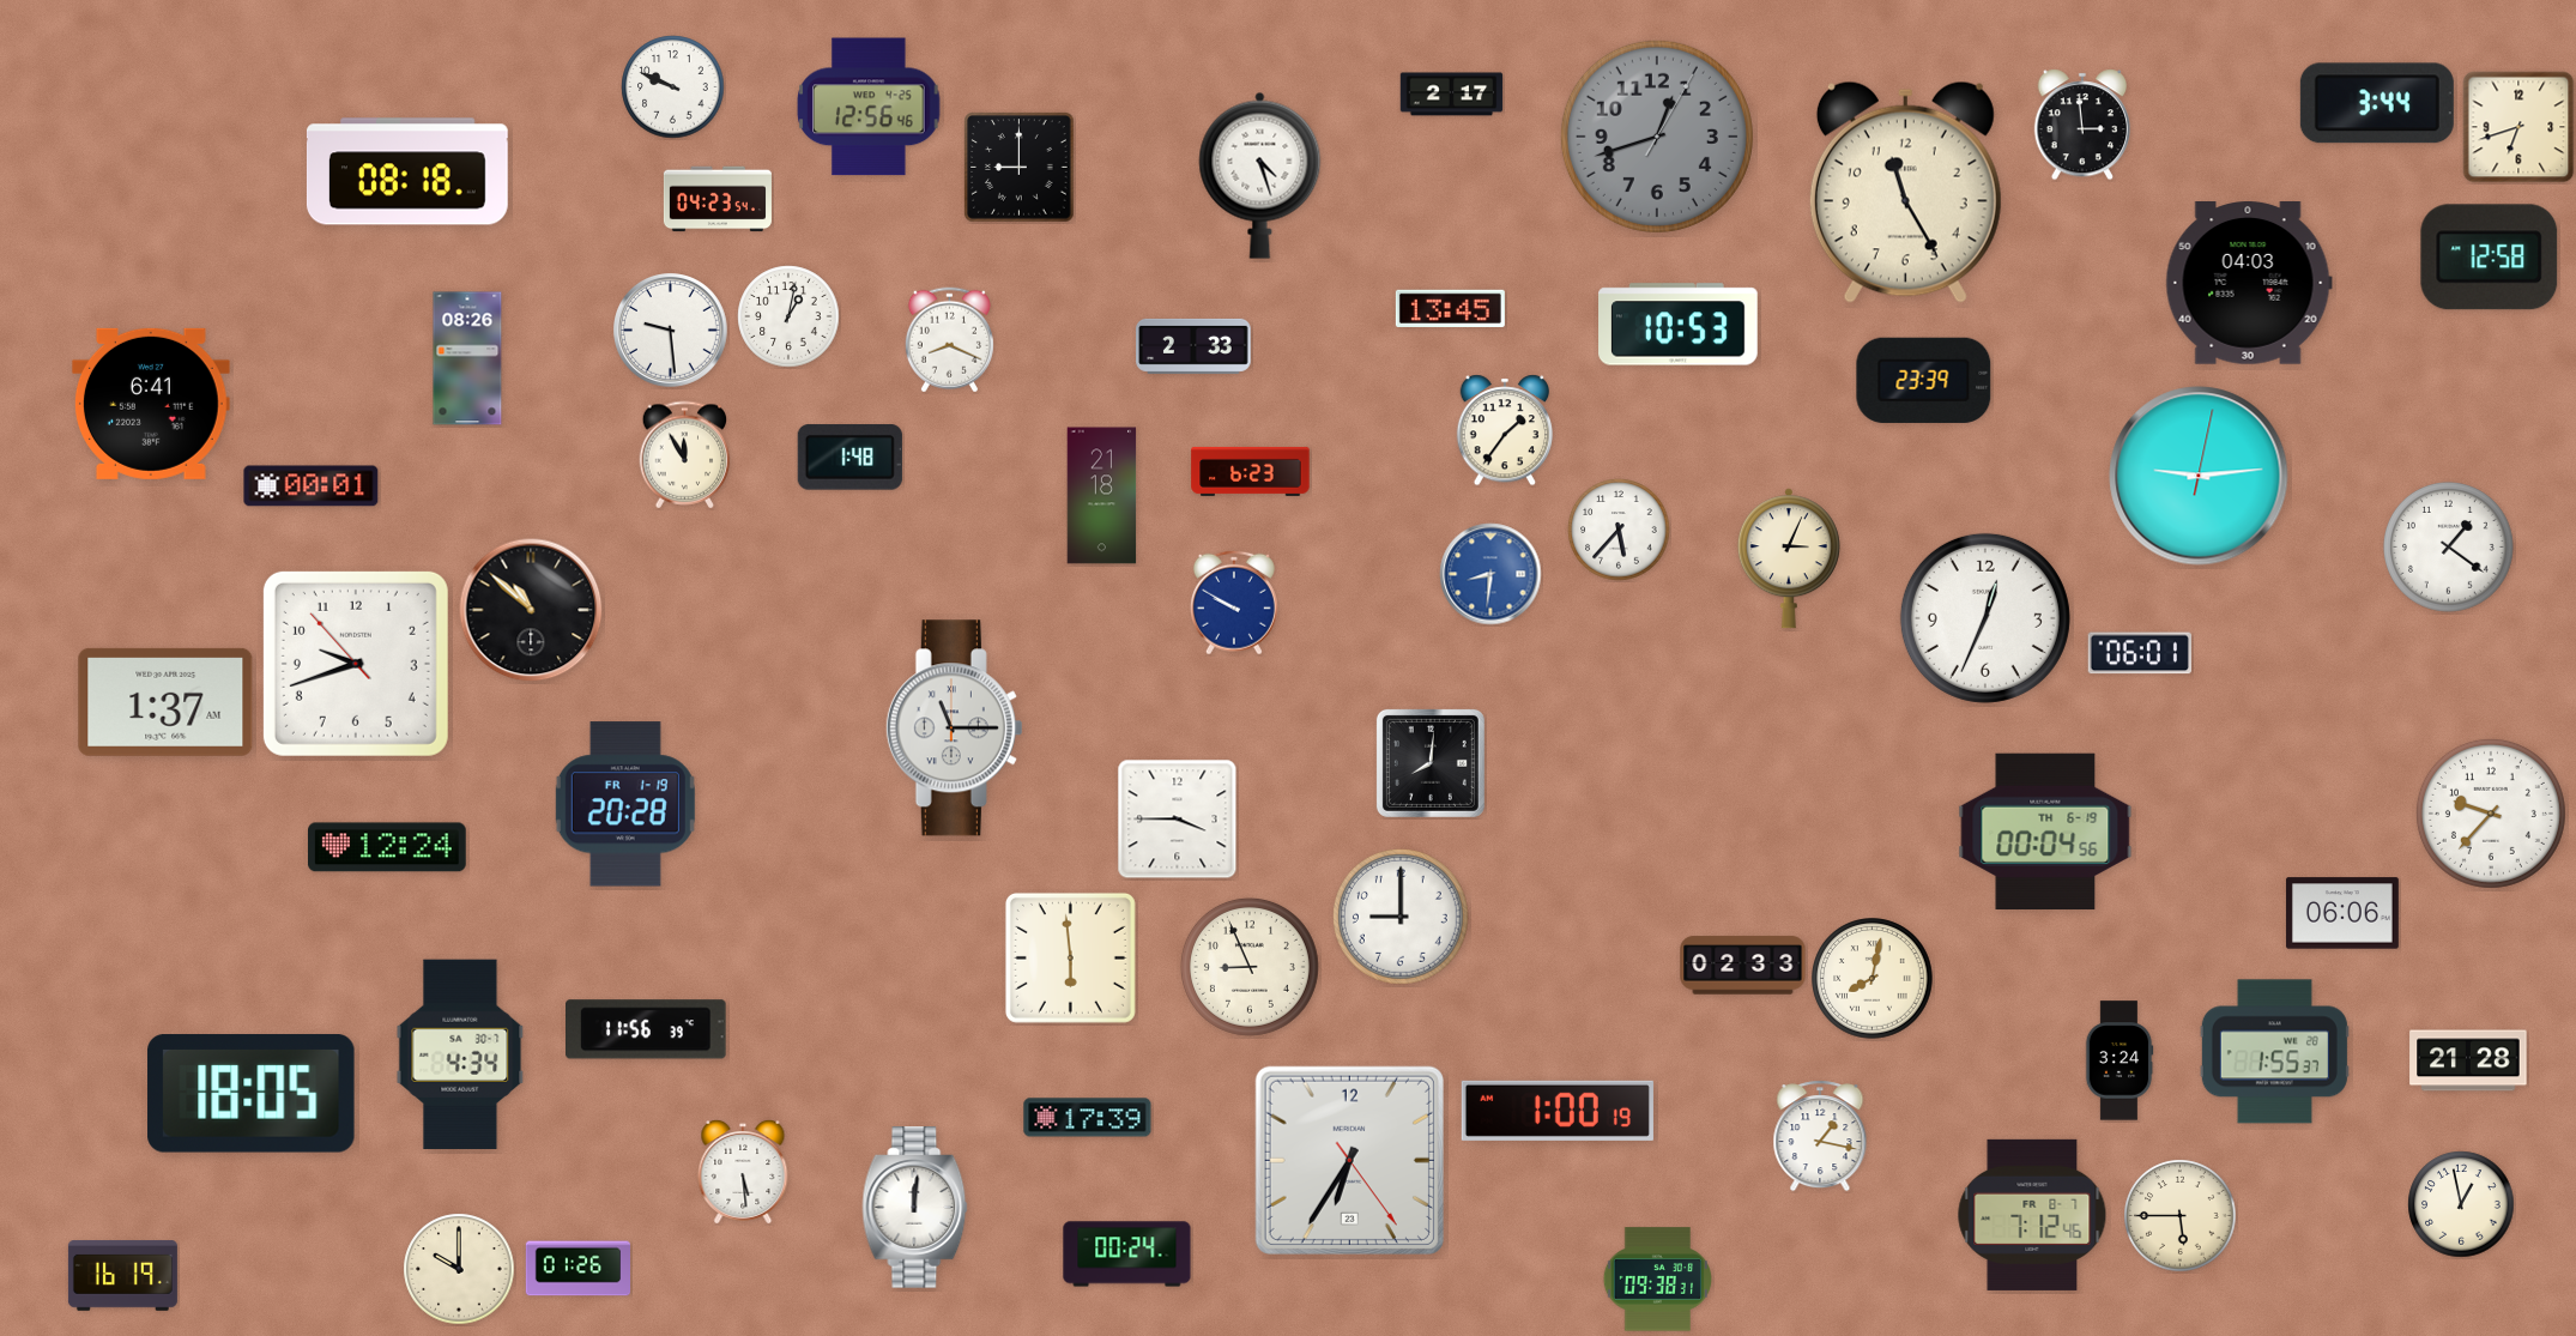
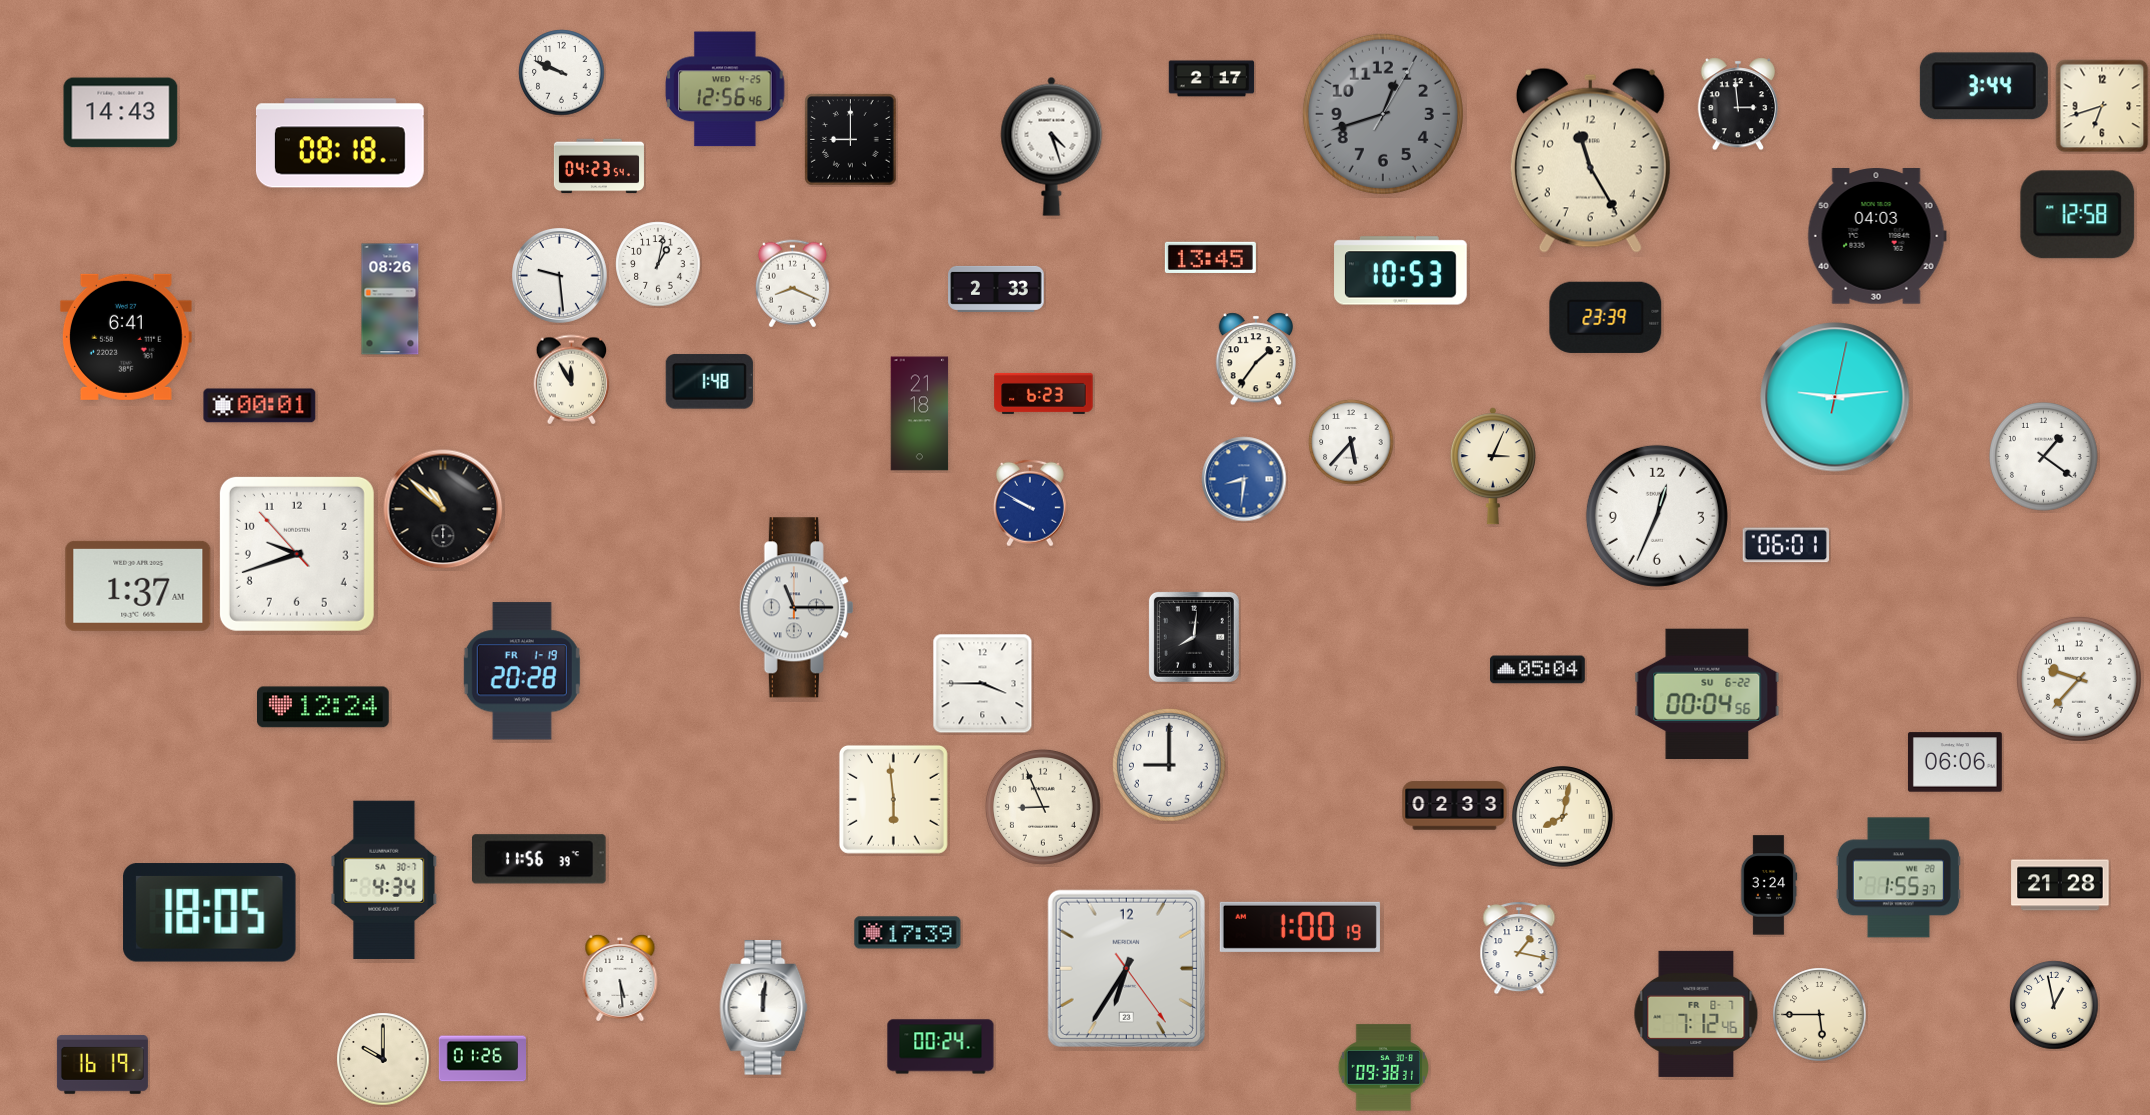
clock at (121, 113): none -> 14:43
clock at (1538, 670): none -> 05:04
clock at (2045, 830) date: TH 6-19 -> SU 6-22
